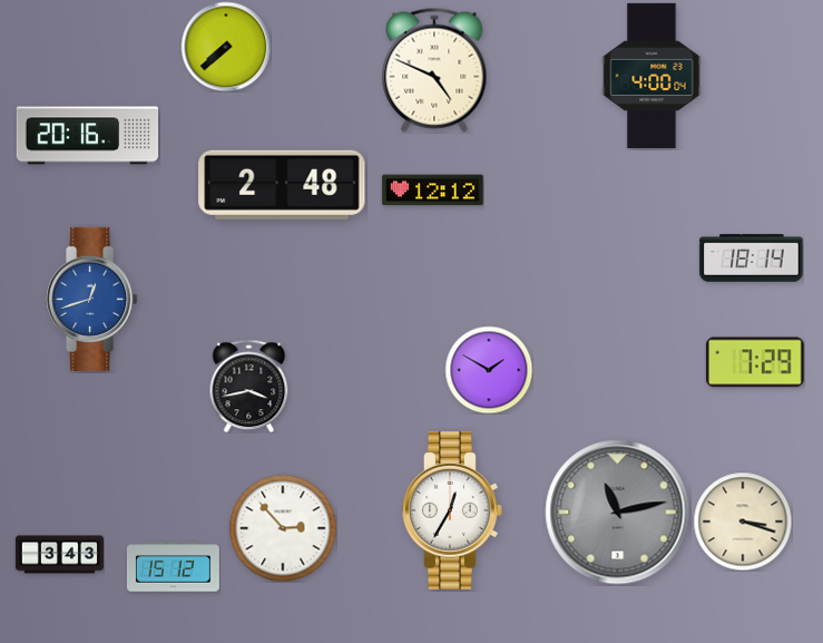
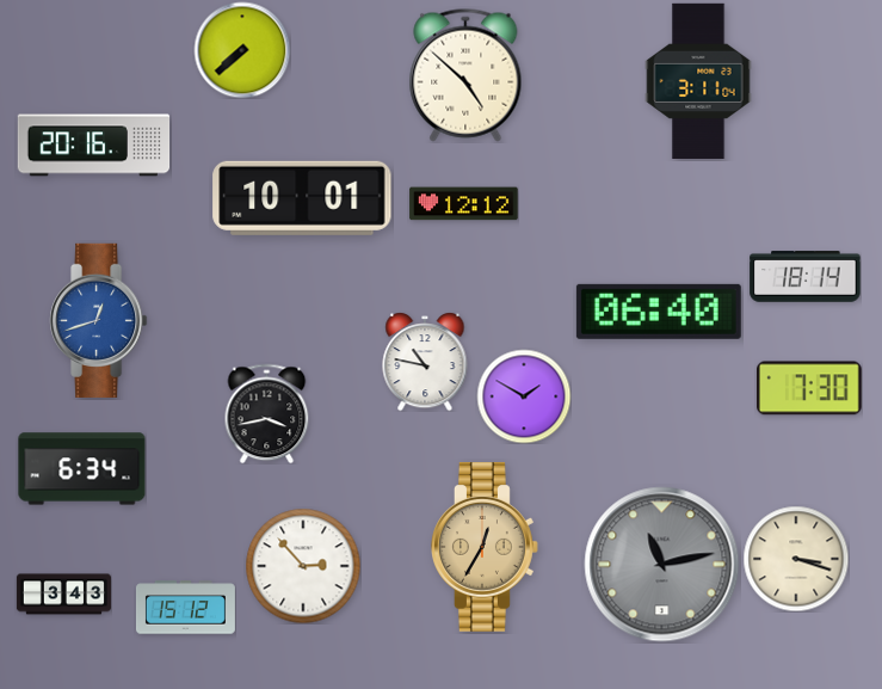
clock at (434, 70): 4:49 -> 4:52
clock at (651, 76): 4:00 -> 3:11
clock at (282, 185): 2:48 -> 10:01
clock at (659, 312): none -> 06:40
clock at (425, 362): none -> 10:47
clock at (756, 362): 7:29 -> 7:30
clock at (82, 469): none -> 6:34
clock at (453, 512) dial: white -> champagne
clock at (618, 513) position: (618, 513) -> (662, 565)
